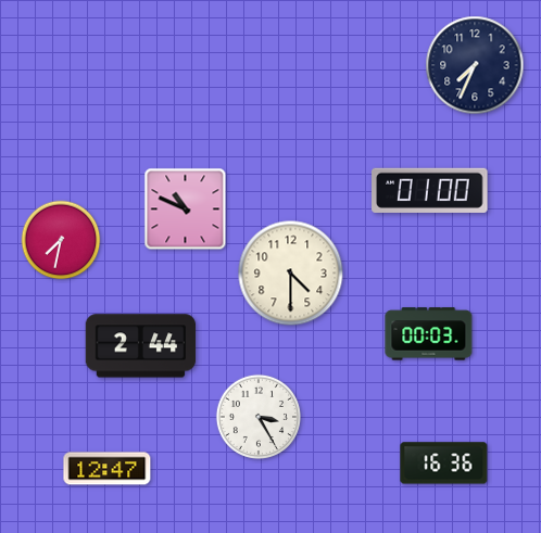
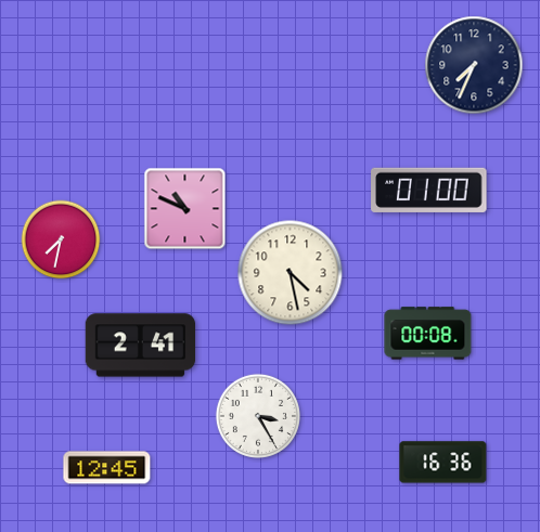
clock at (291, 274): 4:30 -> 4:28
clock at (429, 334): 00:03 -> 00:08
clock at (141, 346): 2:44 -> 2:41
clock at (108, 469): 12:47 -> 12:45
